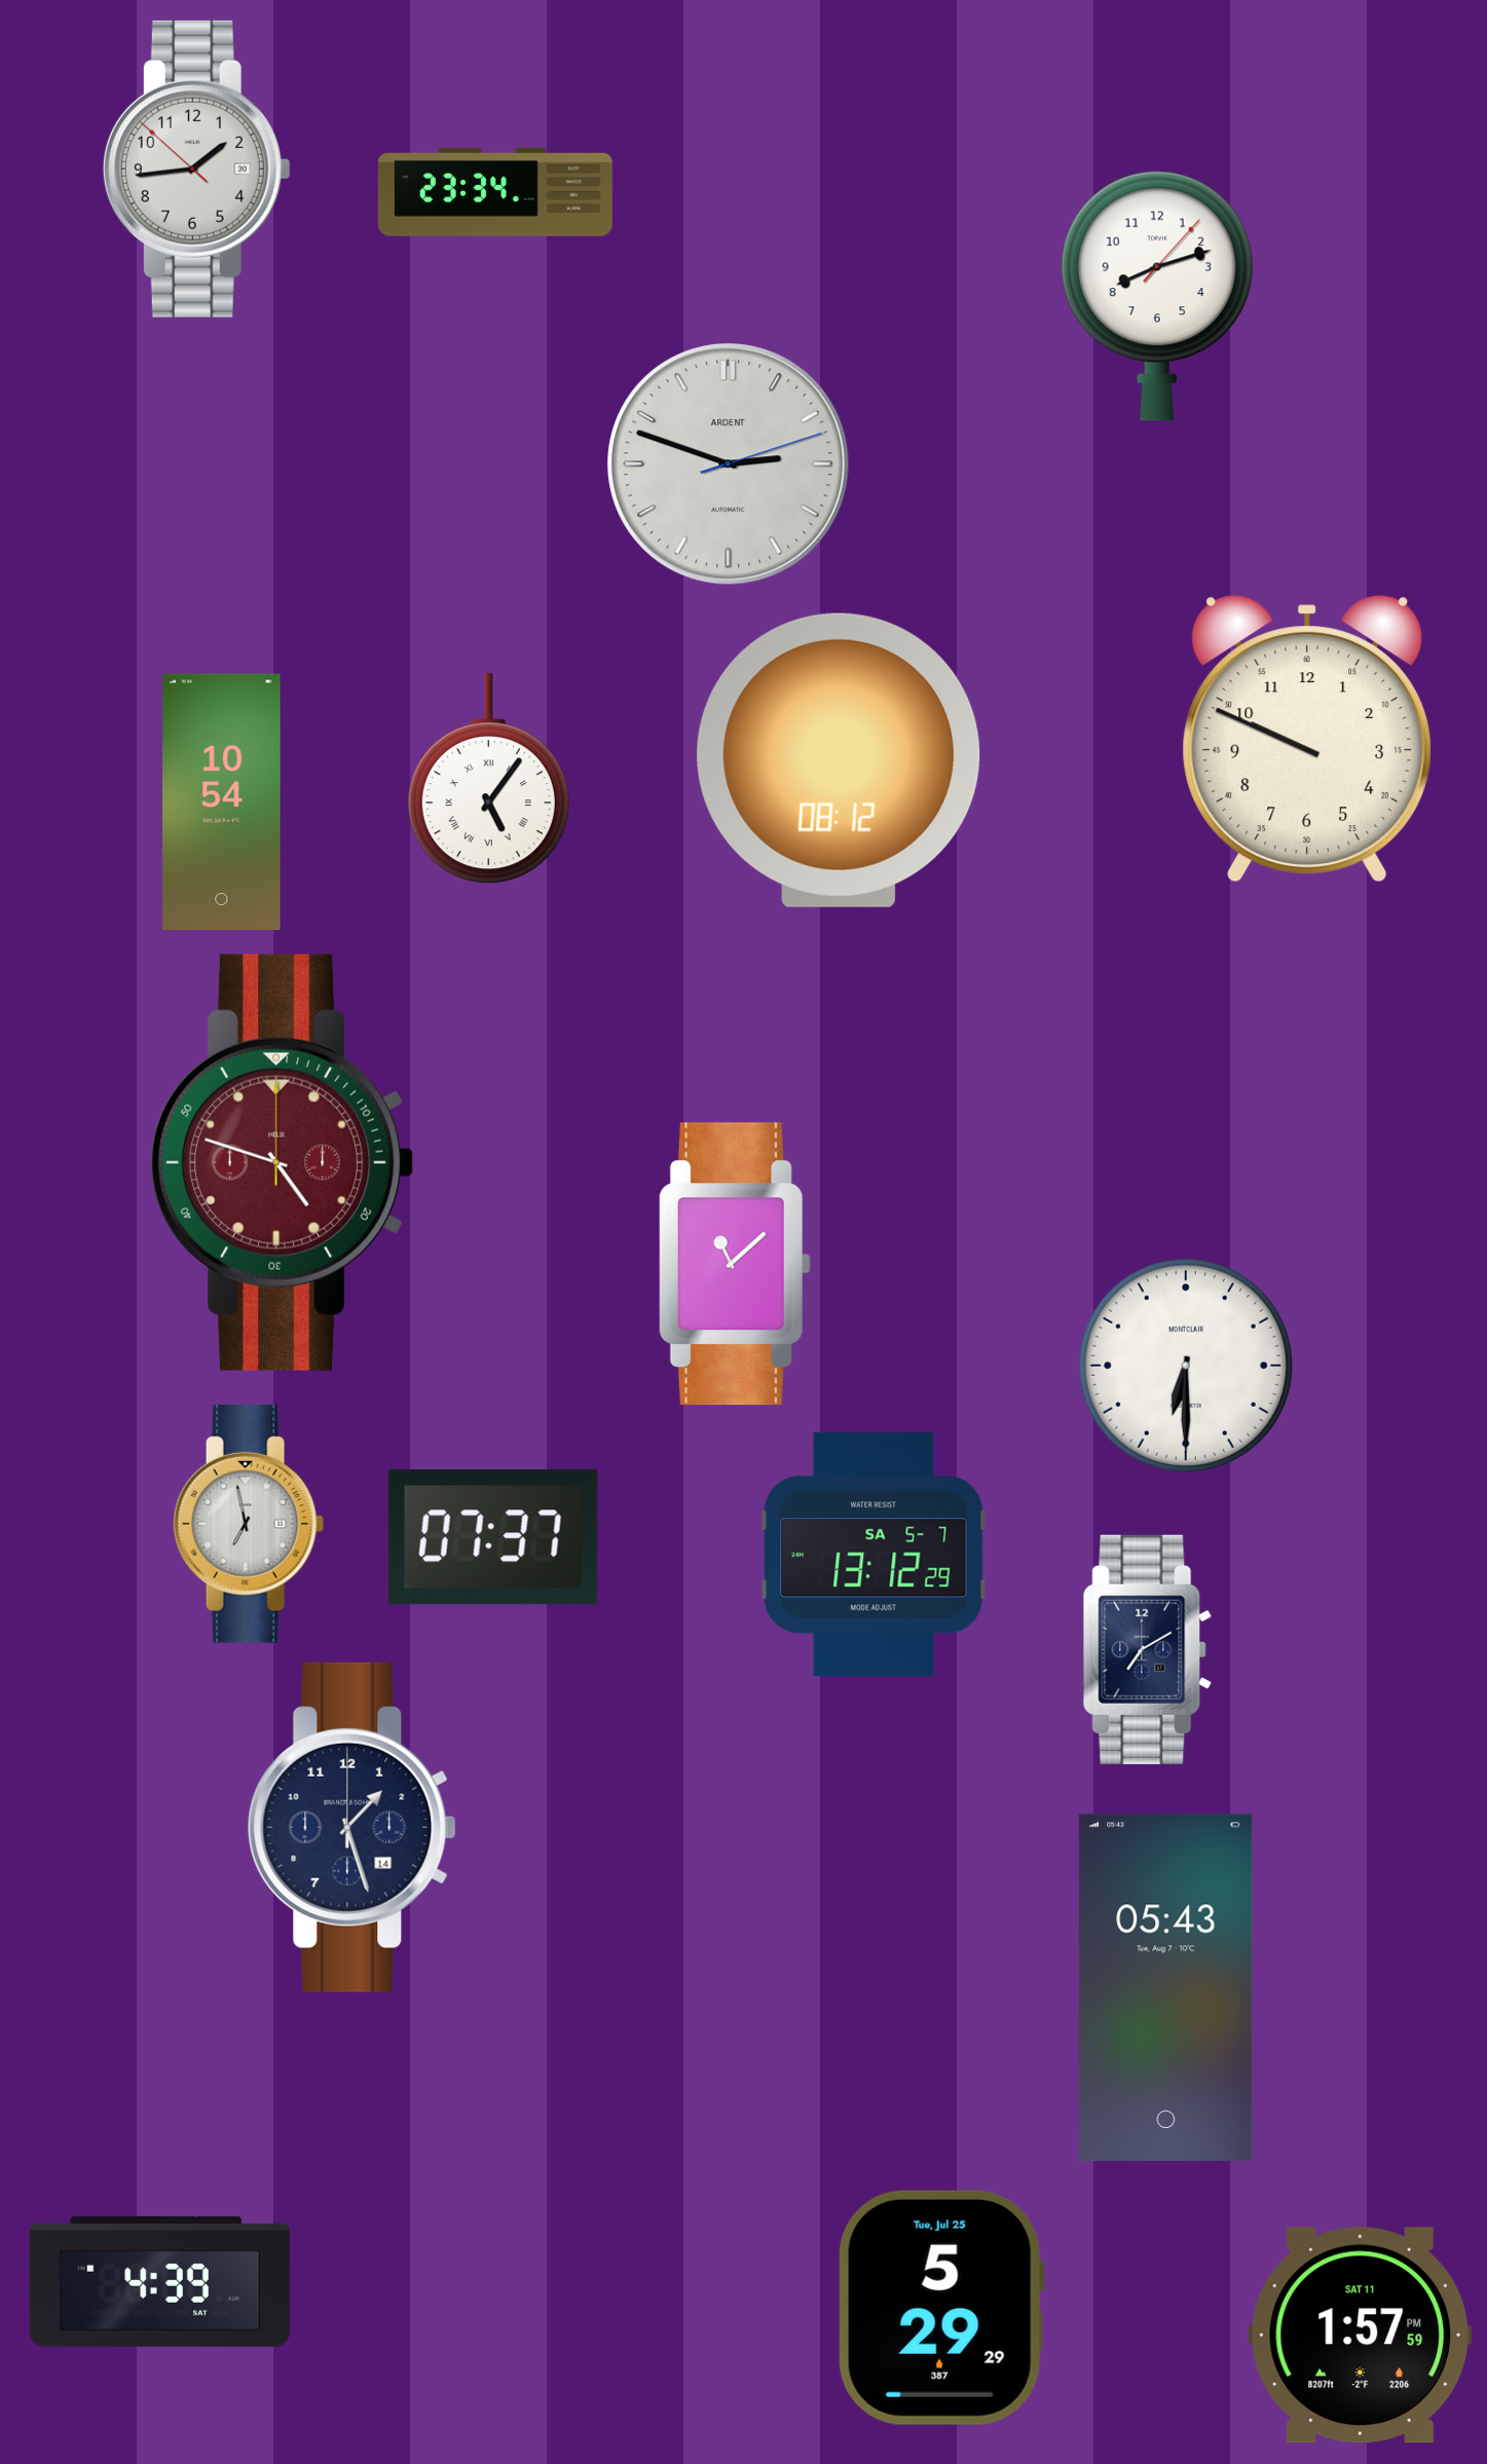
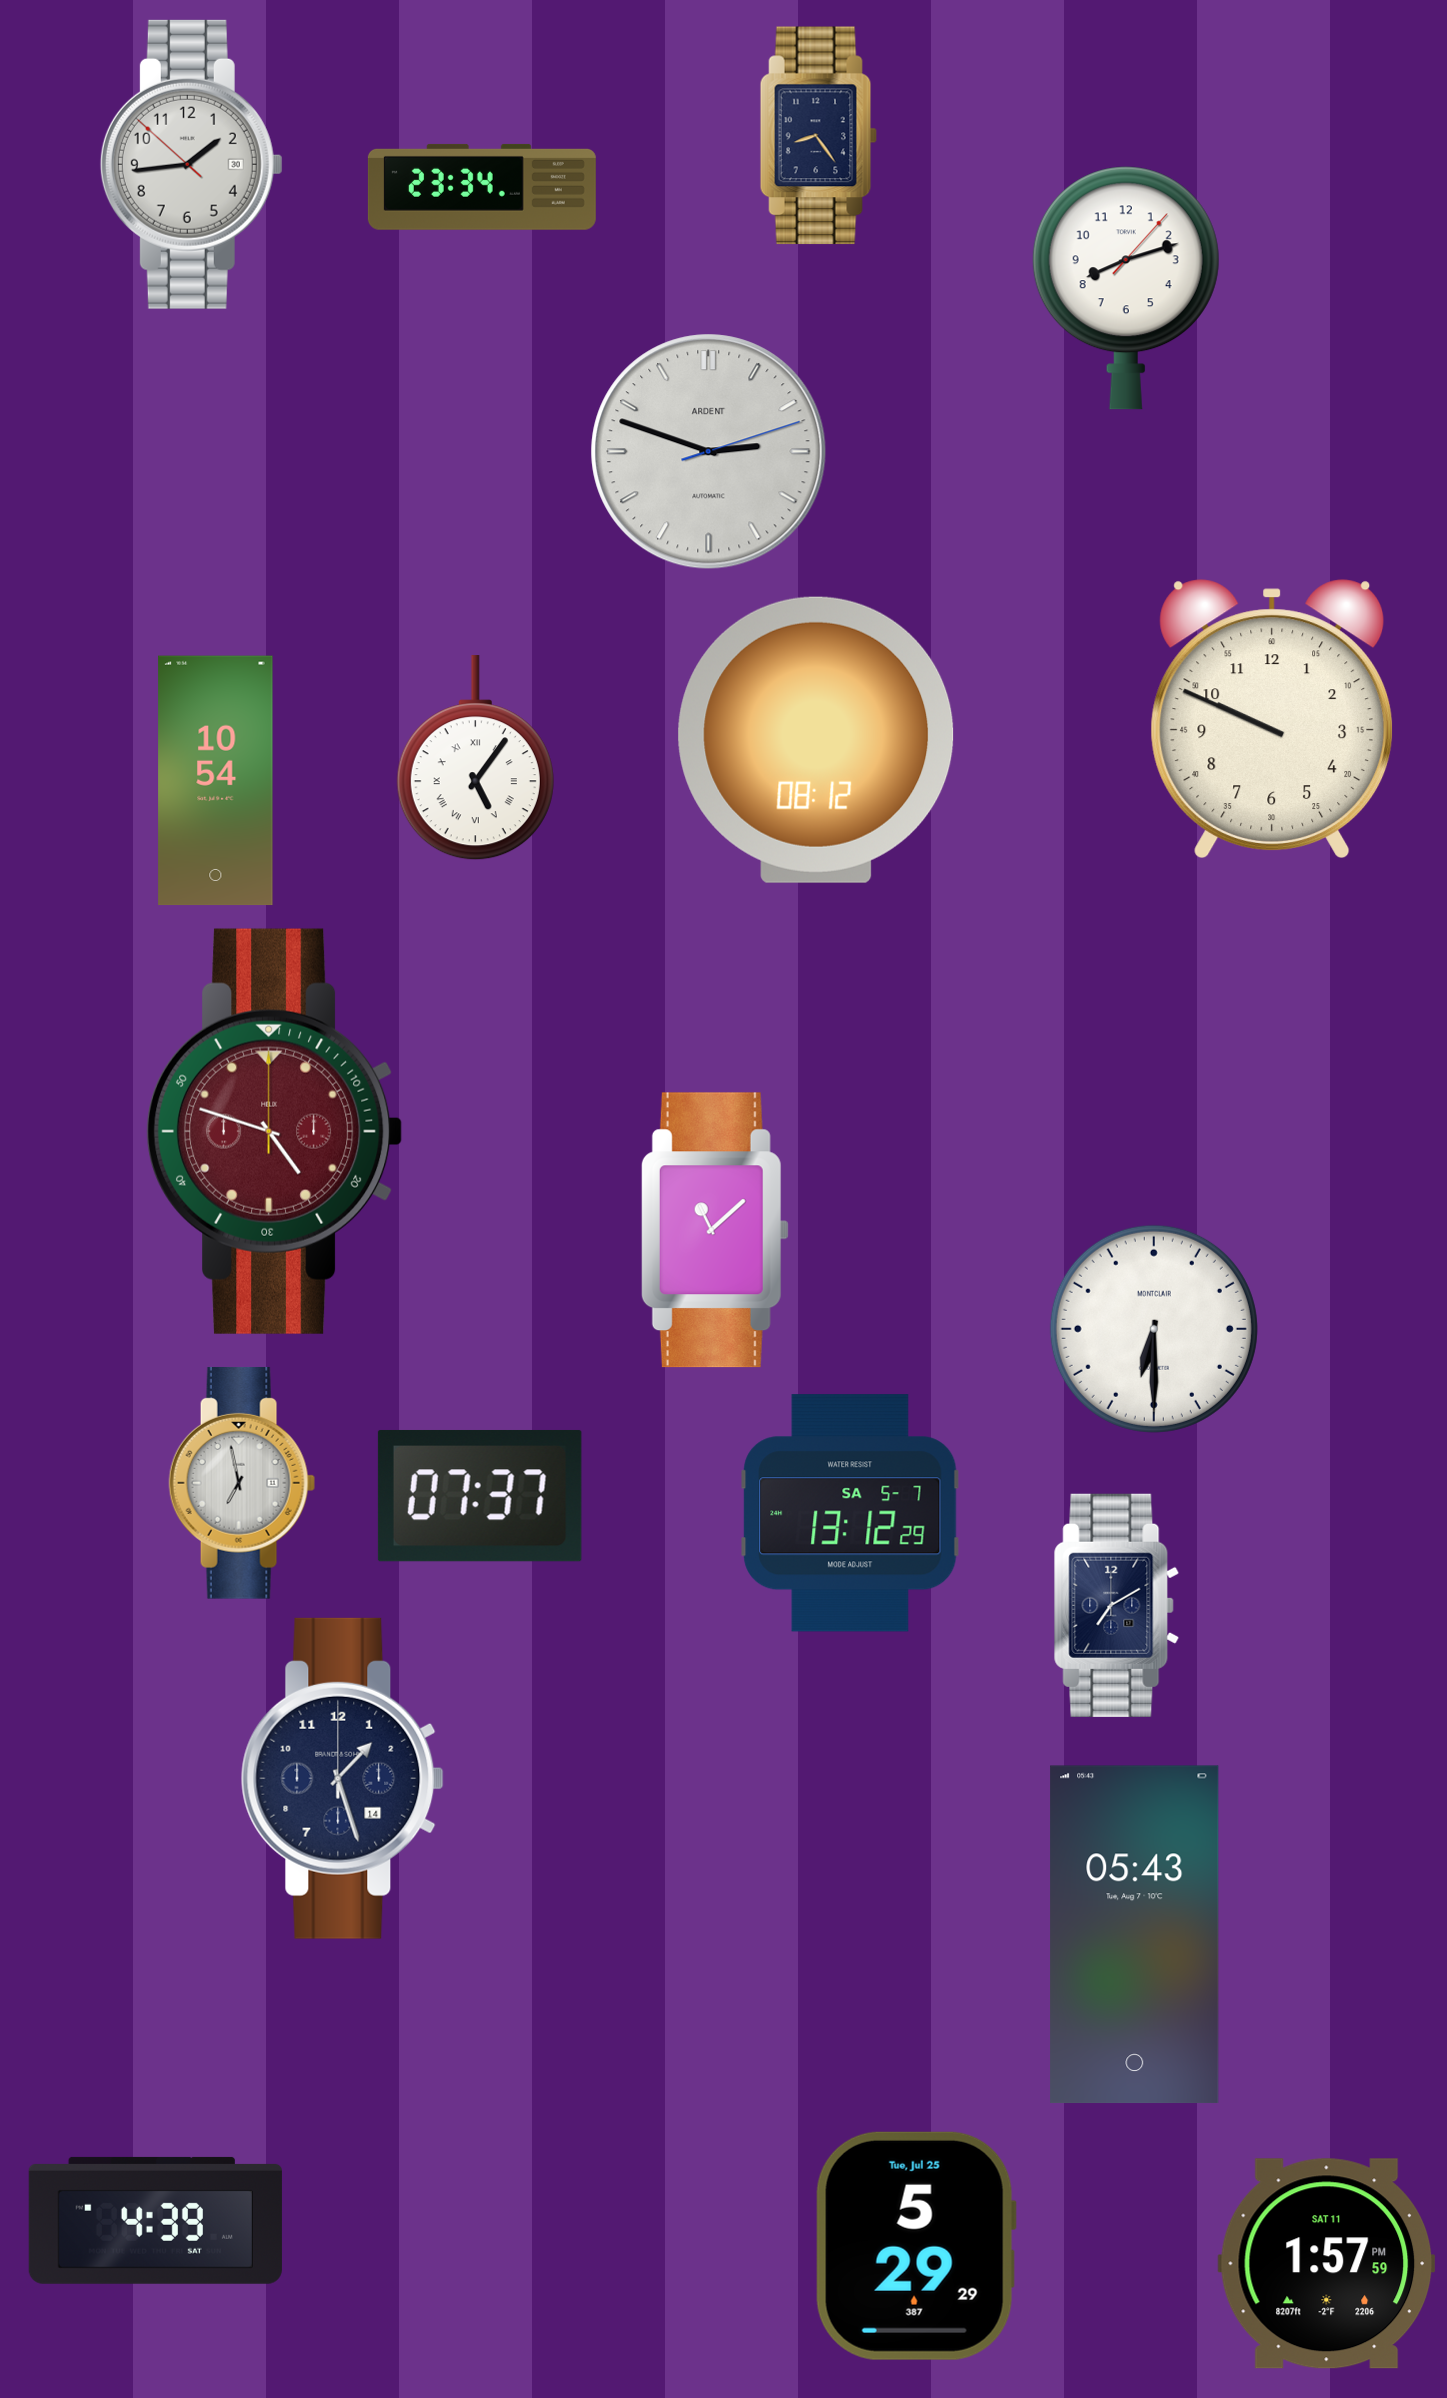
clock at (818, 136): none -> 8:24
clock at (1361, 2336) position: (1361, 2336) -> (1327, 2264)
